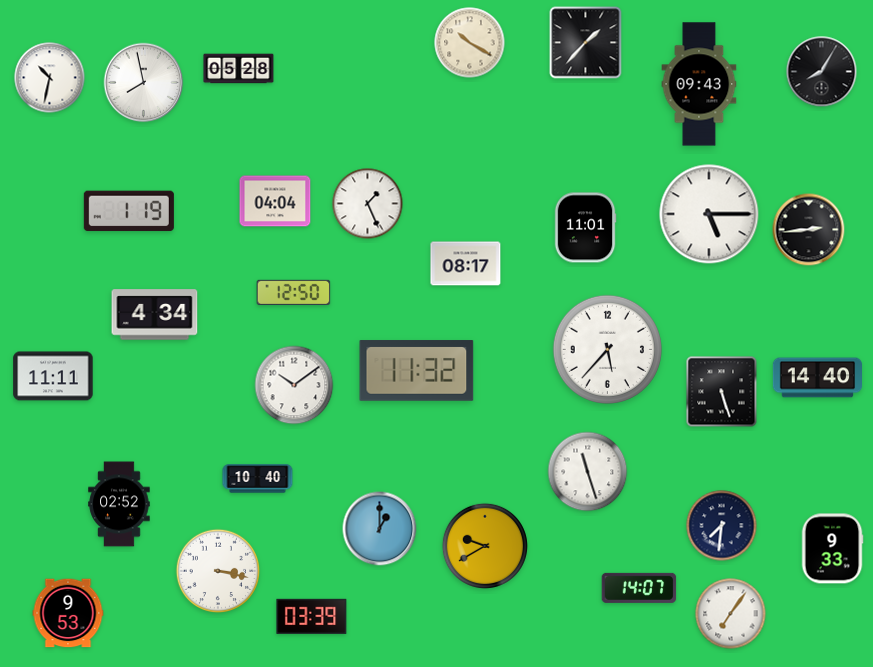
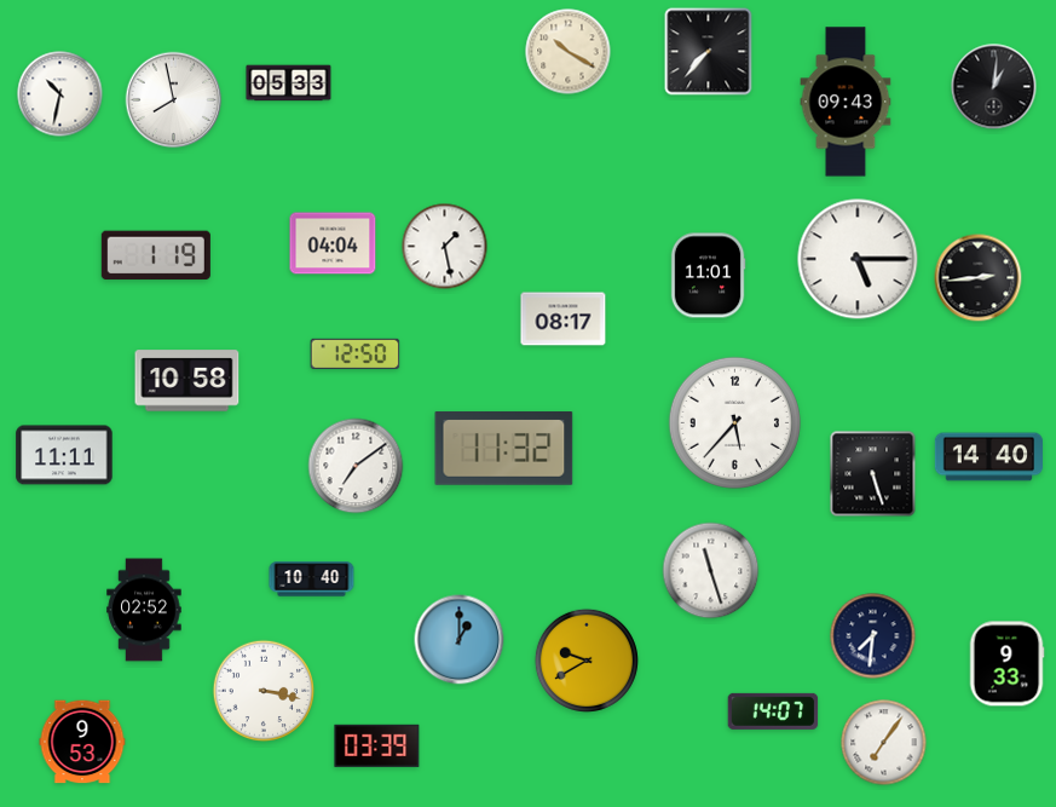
clock at (586, 43): 1:37 -> 7:37
clock at (239, 69): 05:28 -> 05:33
clock at (822, 72): 8:05 -> 1:01
clock at (368, 204): 1:26 -> 1:28
clock at (155, 315): 4:34 -> 10:58
clock at (294, 385): 10:09 -> 7:09
